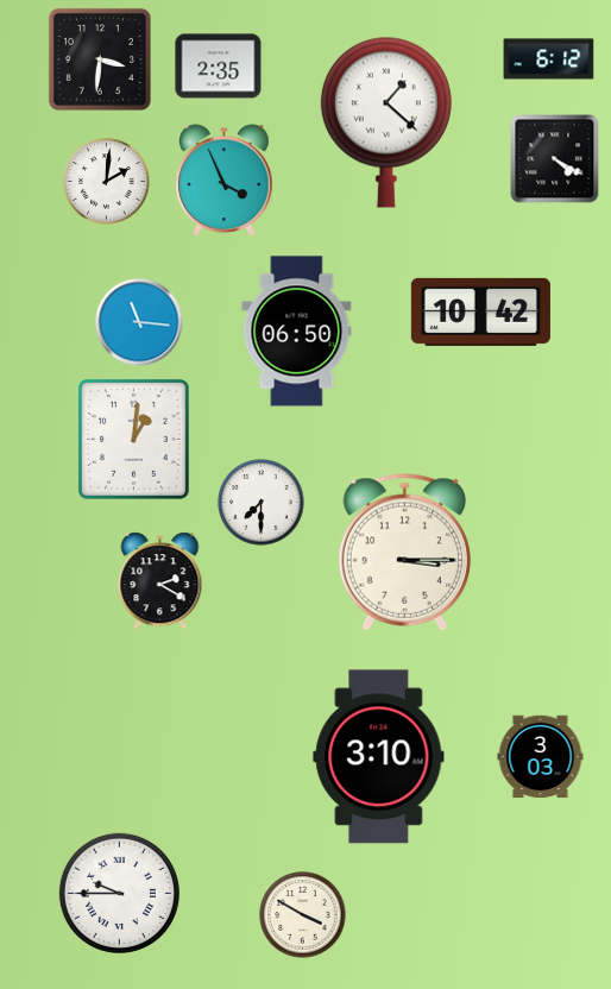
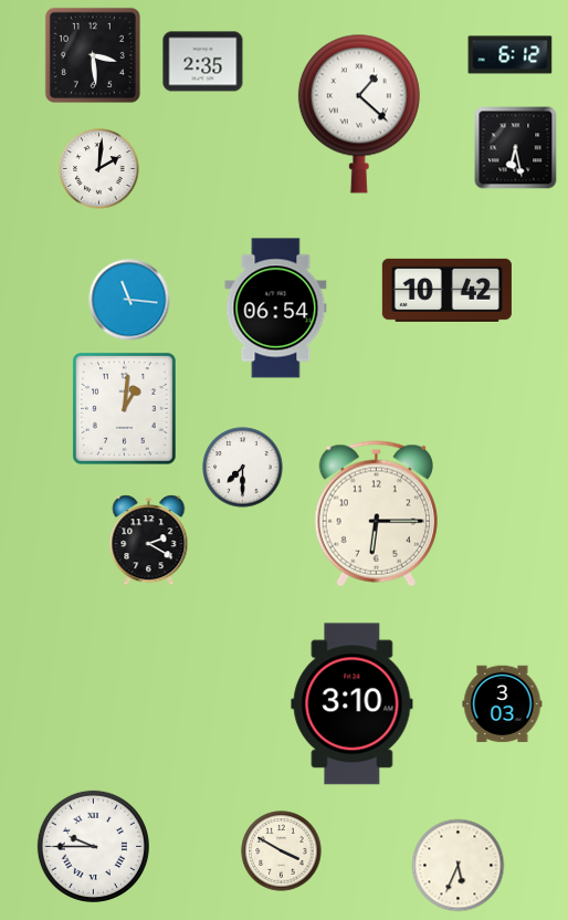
clock at (100, 59): 3:31 -> 3:29
clock at (555, 159): 4:20 -> 6:28
clock at (225, 179): 3:56 -> none
clock at (297, 332): 06:50 -> 06:54
clock at (404, 553): 3:15 -> 6:15
clock at (119, 893) position: (119, 893) -> (93, 846)
clock at (459, 866): none -> 5:34
